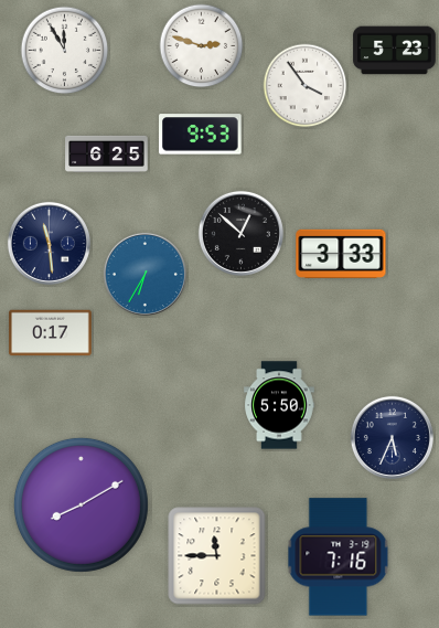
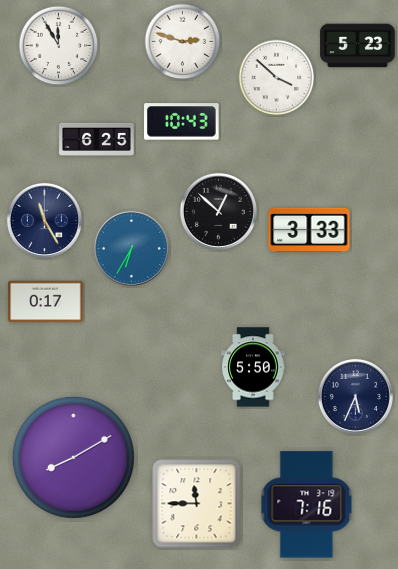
clock at (306, 86): 3:54 -> 3:52
clock at (201, 135): 9:53 -> 10:43
clock at (49, 243): 11:29 -> 11:25
